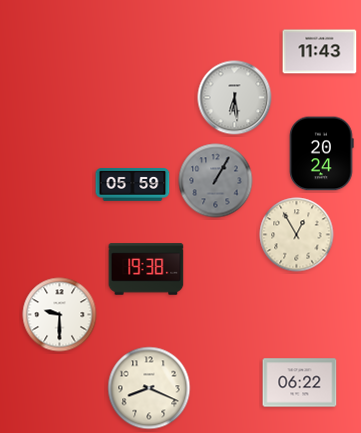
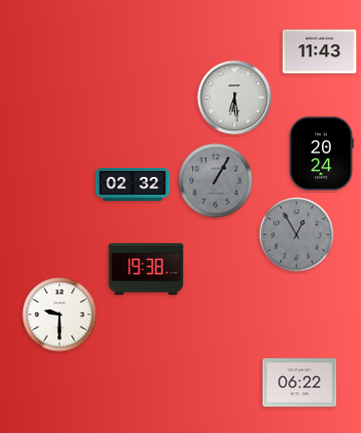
clock at (133, 185): 05:59 -> 02:32
clock at (297, 235) dial: cream -> grey
clock at (149, 388): 8:19 -> none
